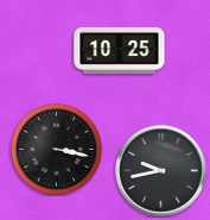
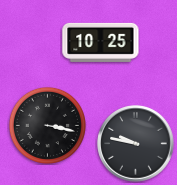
clock at (161, 171): 9:43 -> 9:47
